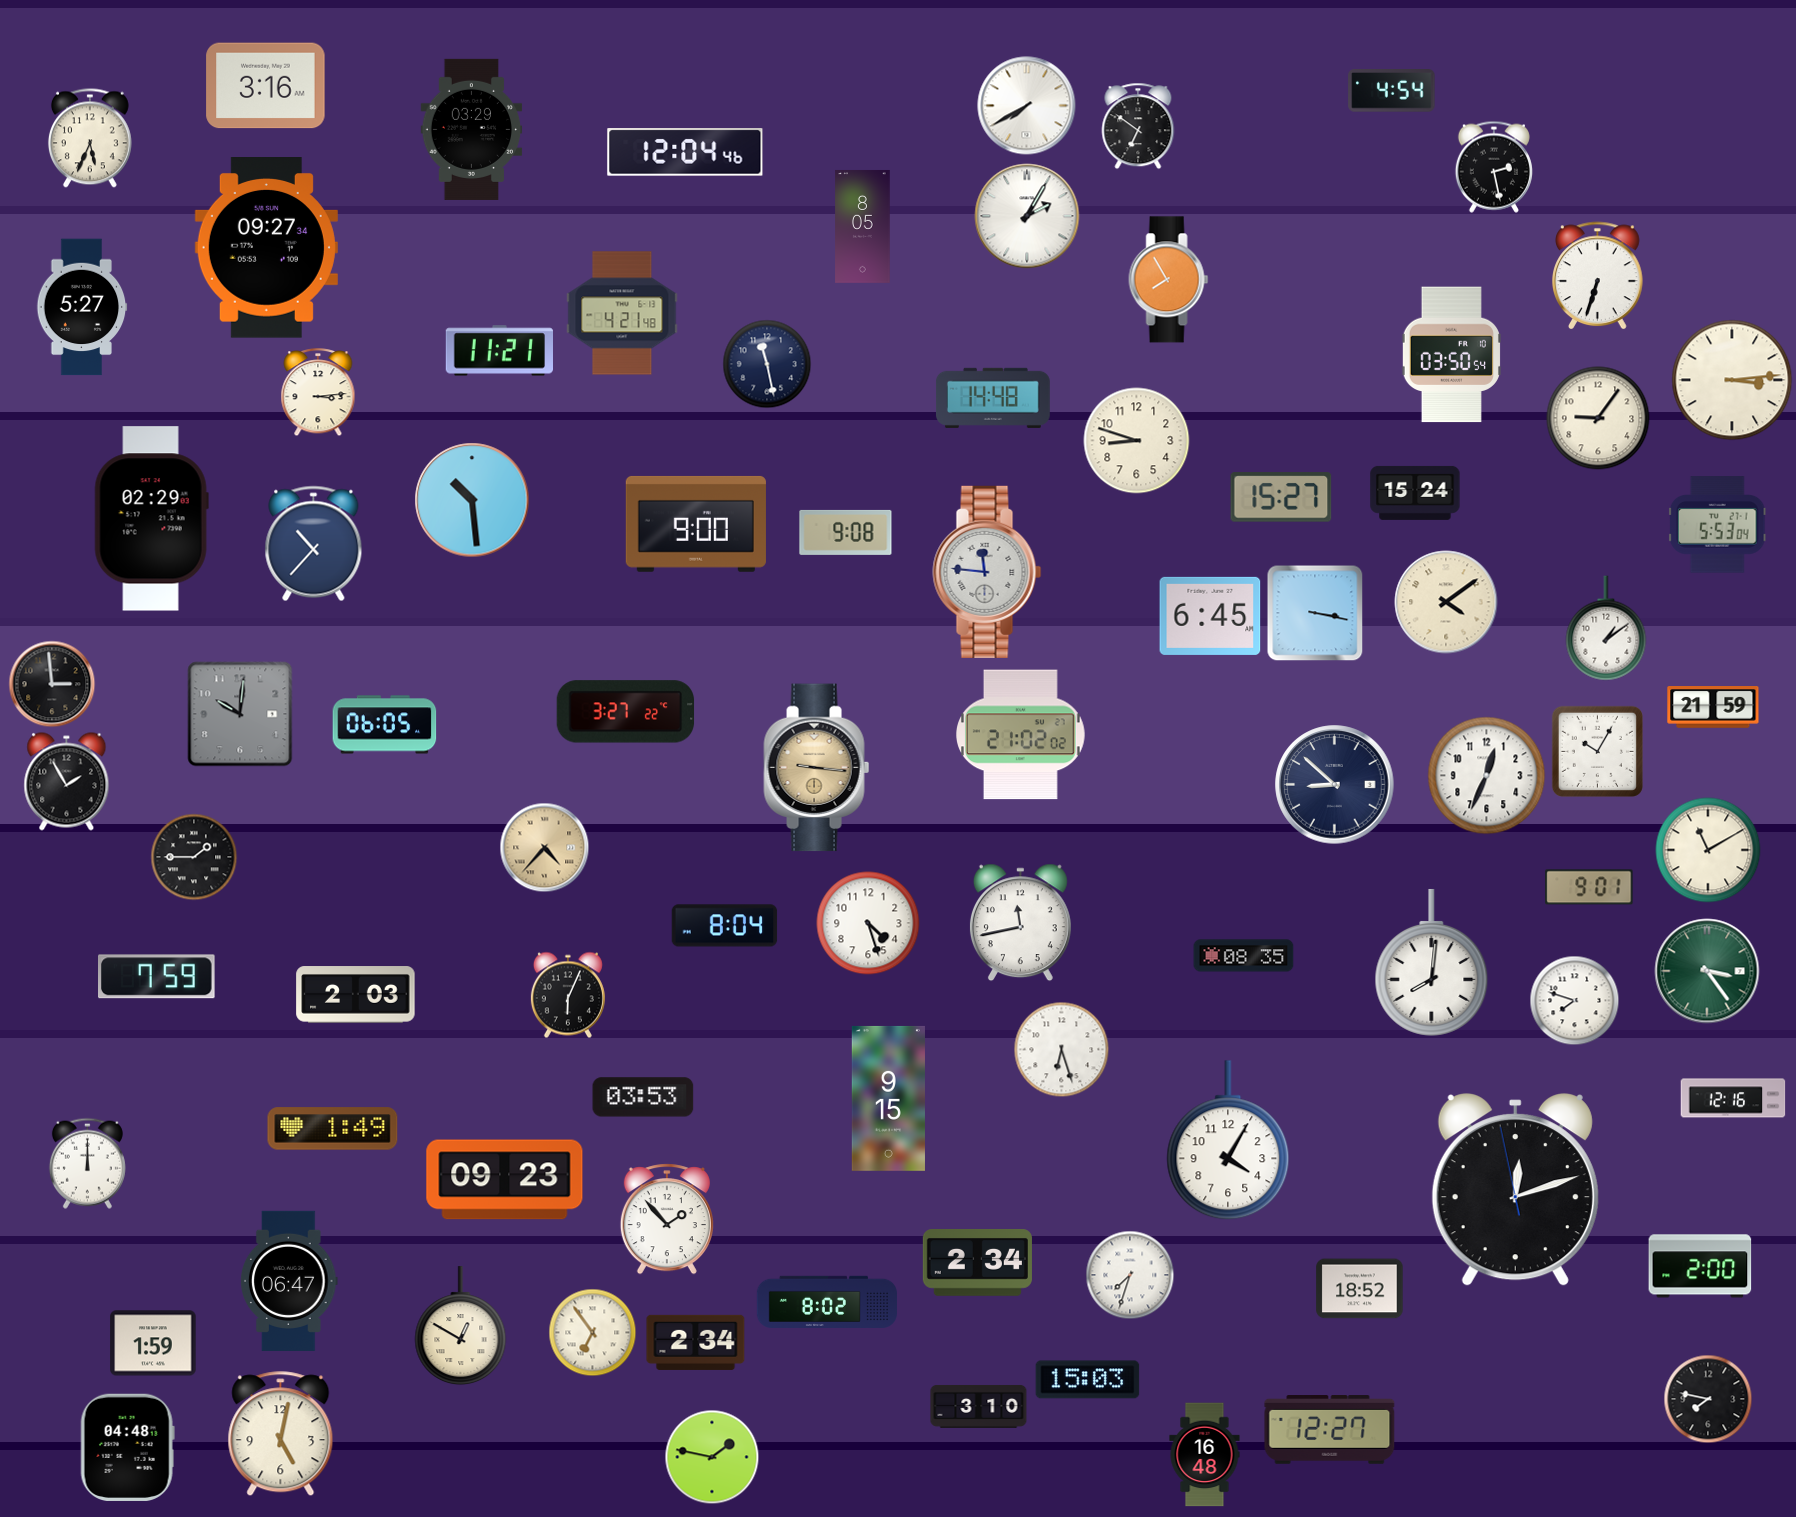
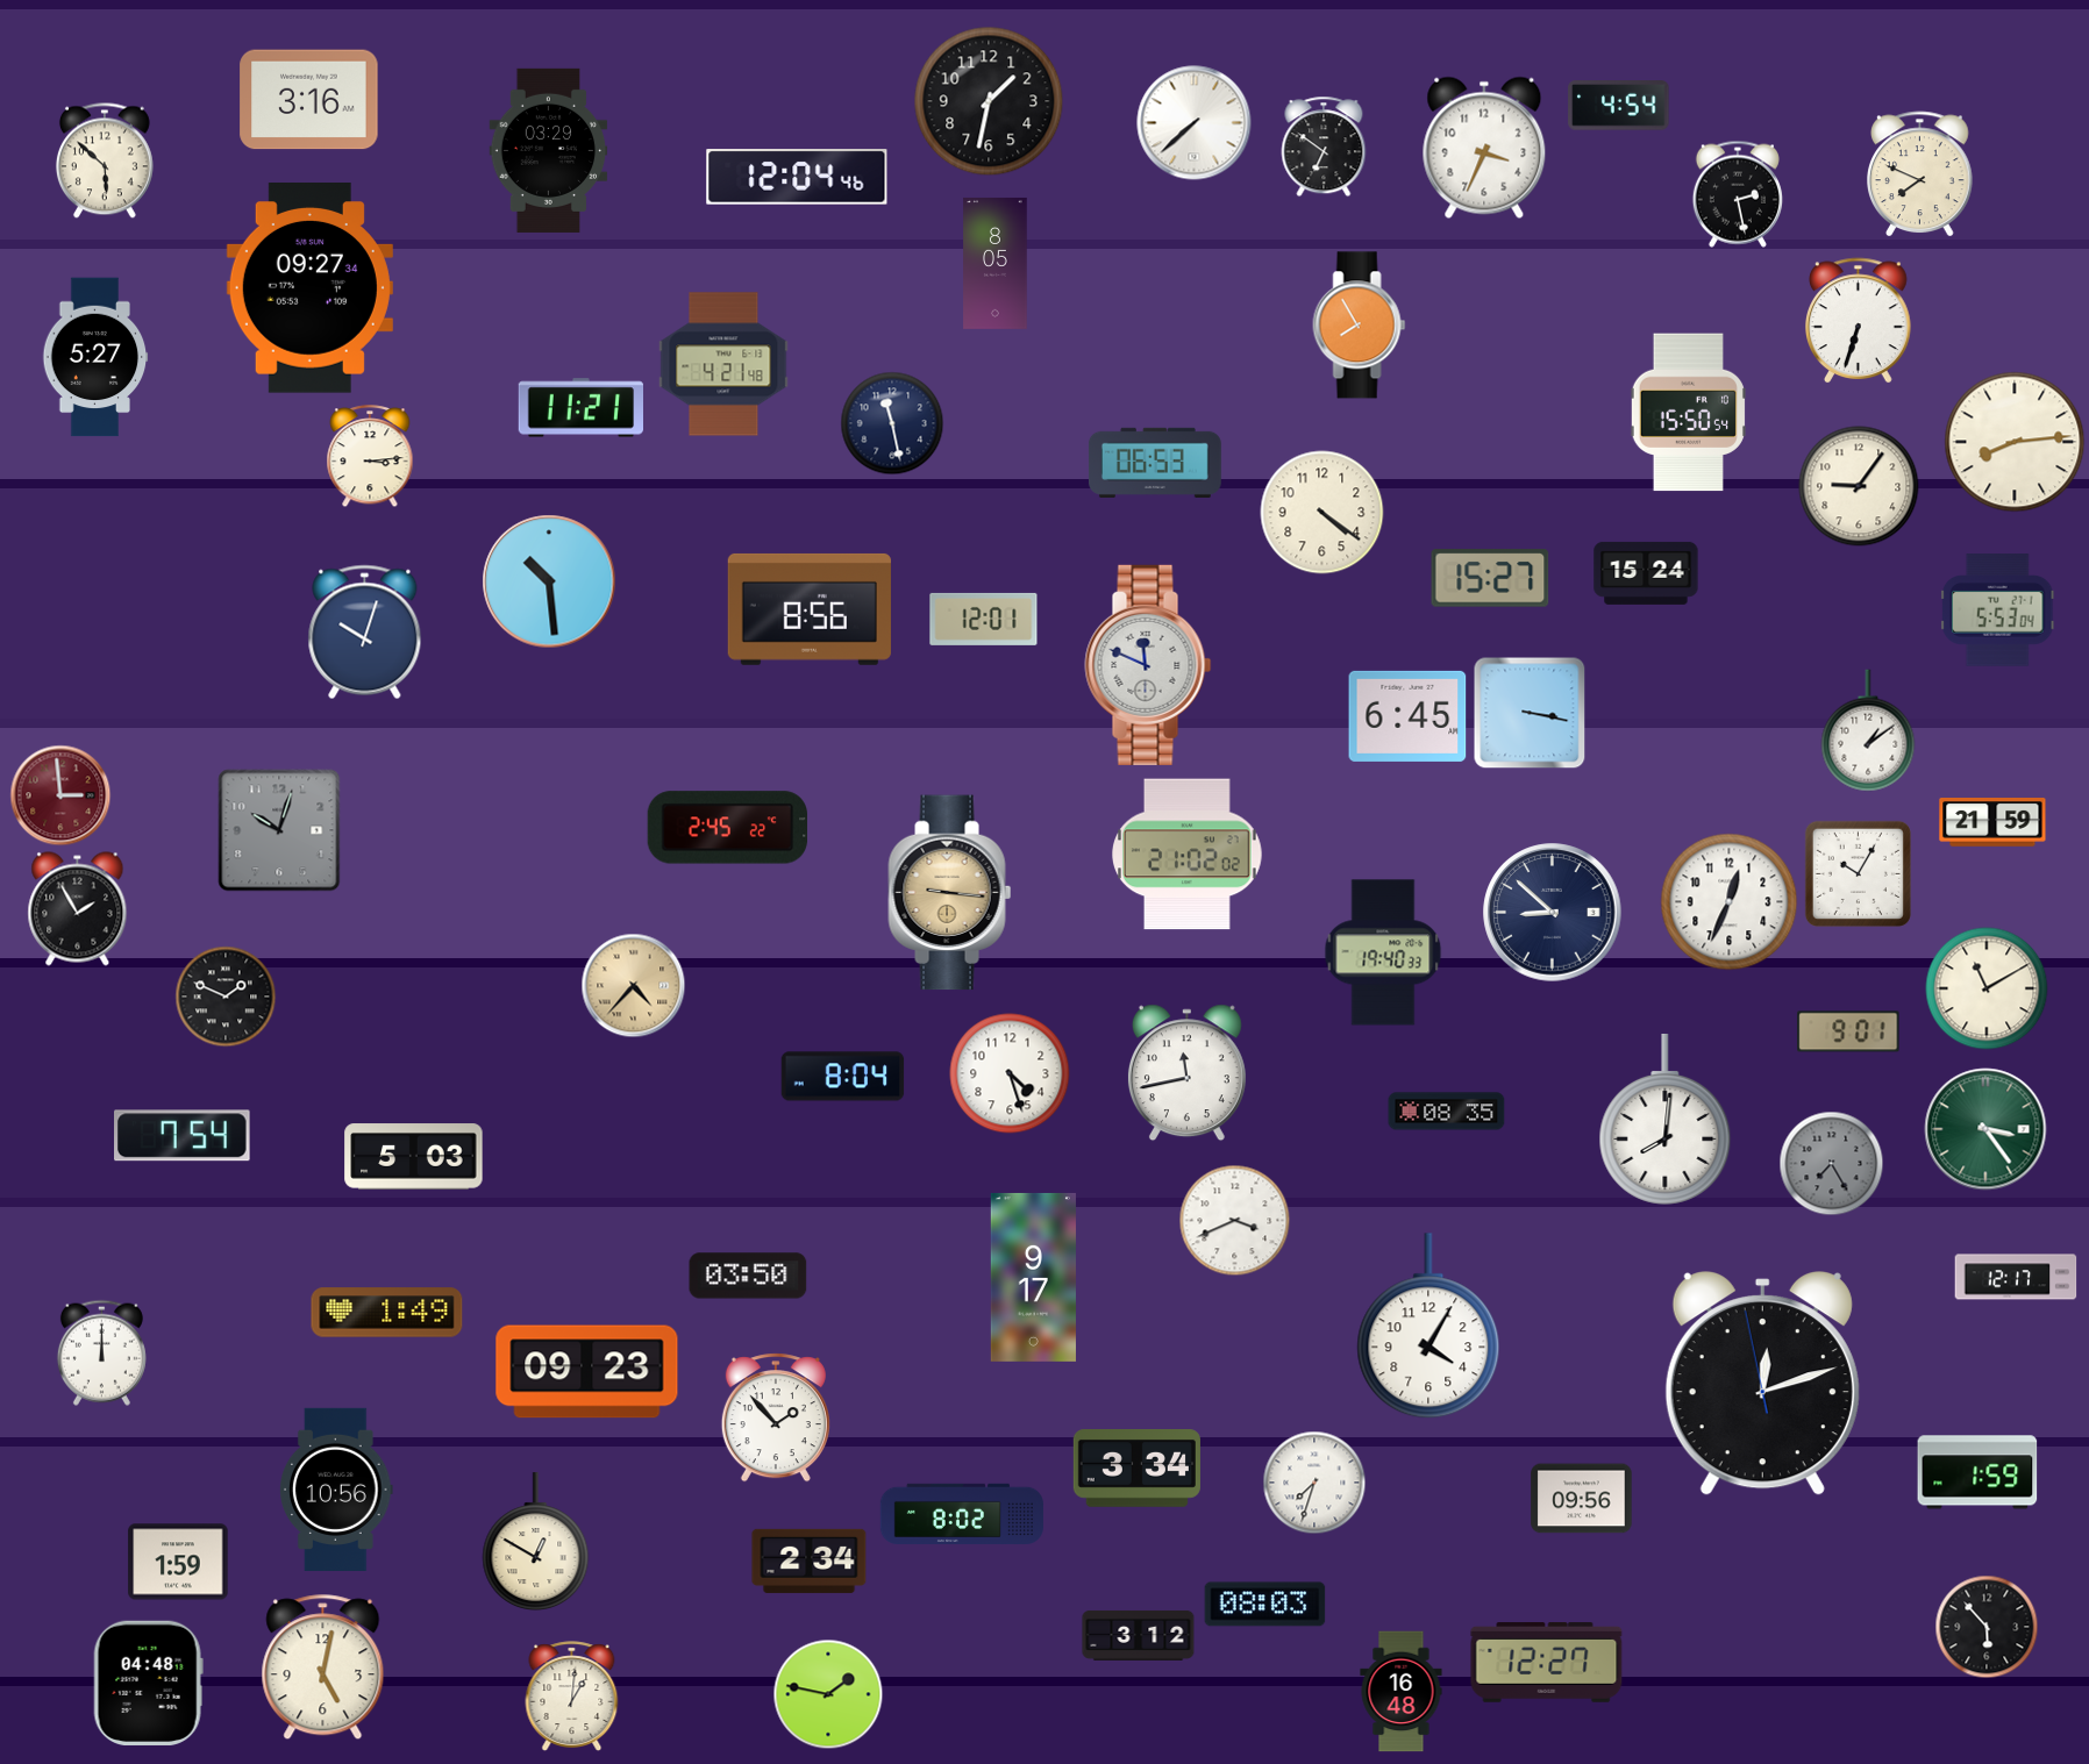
clock at (989, 101): none -> 1:32
clock at (1027, 106): 7:40 -> 7:38
clock at (1484, 148): none -> 3:34
clock at (90, 138): 5:34 -> 5:52
clock at (1920, 174): none -> 7:49
clock at (1027, 216): 2:05 -> none
clock at (863, 226) position: (863, 226) -> (996, 263)
clock at (1451, 355): 03:50 -> 15:50
clock at (1732, 380): 3:14 -> 8:14
clock at (993, 398): 14:48 -> 06:53
clock at (1137, 441): 8:48 -> 4:21
clock at (151, 519): 02:29 -> none
clock at (696, 524): 9:00 -> 8:56
clock at (846, 532): 9:08 -> 12:01
clock at (314, 544): 10:37 -> 10:03
clock at (987, 572): 11:46 -> 11:49
clock at (1446, 602): 4:09 -> none
clock at (52, 684) dial: black -> burgundy
clock at (626, 712): 3:27 -> 2:45
clock at (240, 714): 10:01 -> 10:03
clock at (385, 725): 06:05 -> none
clock at (1383, 952): none -> 19:40
clock at (194, 857): 1:45 -> 1:49
clock at (157, 977): 7:59 -> 7:54
clock at (356, 995): 2:03 -> 5:03
clock at (568, 995): 6:04 -> none
clock at (1575, 1001): 7:48 -> 7:25
clock at (1575, 1001) dial: white -> grey
clock at (1062, 1050): 6:27 -> 3:41
clock at (643, 1097): 03:53 -> 03:50
clock at (888, 1098): 9:15 -> 9:17
clock at (1733, 1098): 12:16 -> 12:17
clock at (977, 1263): 2:34 -> 3:34
clock at (1700, 1266): 2:00 -> 1:59
clock at (289, 1281): 06:47 -> 10:56
clock at (1360, 1289): 18:52 -> 09:56
clock at (593, 1333): 6:54 -> none
clock at (1088, 1380): 15:03 -> 08:03
clock at (1708, 1399): 7:47 -> 5:53
clock at (979, 1406): 3:10 -> 3:12
clock at (281, 1434) position: (281, 1434) -> (323, 1667)
clock at (572, 1697): none -> 1:01
